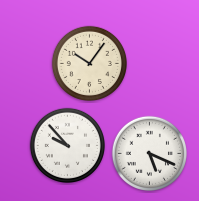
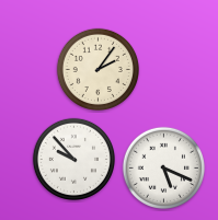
clock at (89, 63): 10:06 -> 2:06
